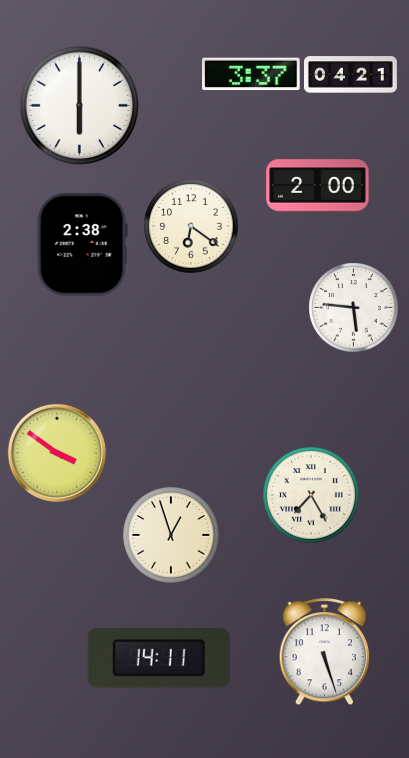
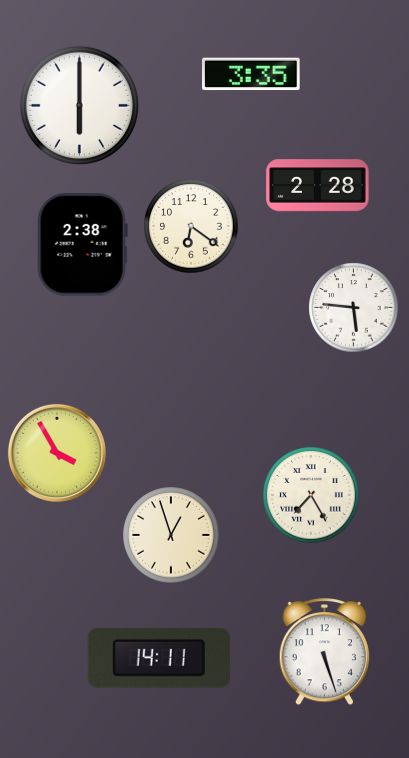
clock at (251, 74): 3:37 -> 3:35
clock at (351, 75): 04:21 -> none
clock at (318, 186): 2:00 -> 2:28
clock at (57, 453): 3:51 -> 3:55
